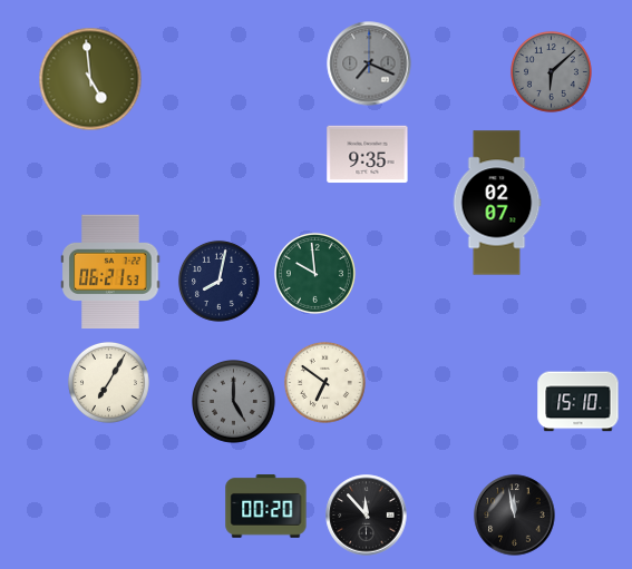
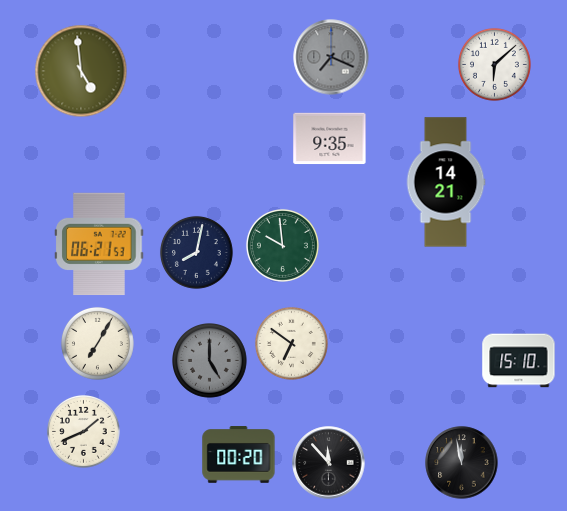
clock at (551, 71) dial: grey -> white
clock at (497, 203): 02:07 -> 14:21
clock at (83, 431): none -> 1:41
